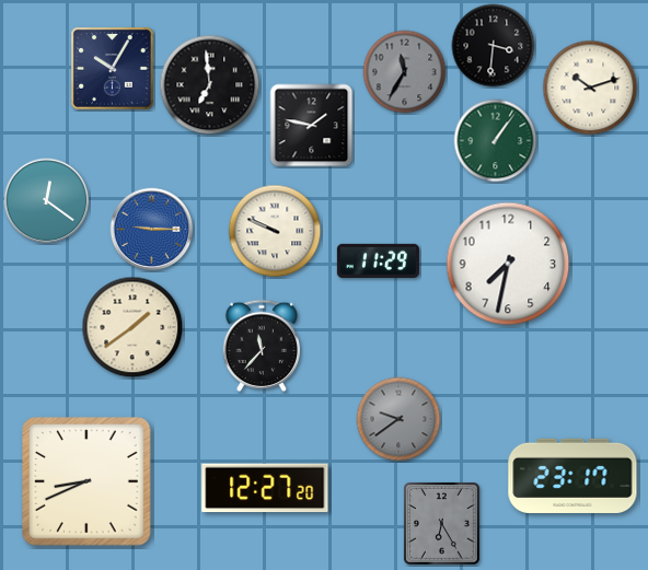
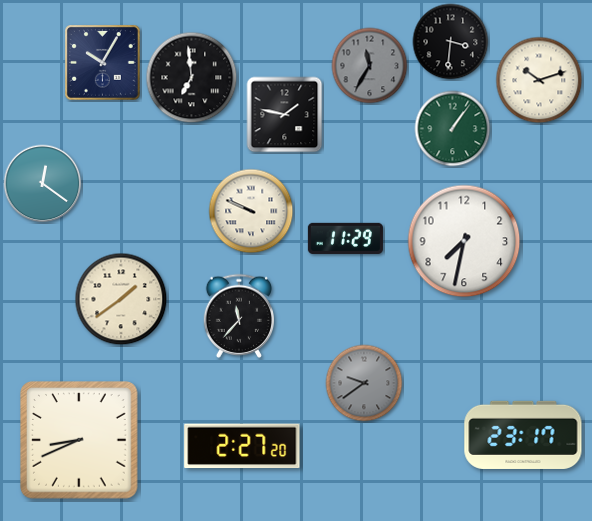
clock at (152, 230): 9:15 -> none
clock at (265, 488): 12:27 -> 2:27
clock at (442, 524): 6:25 -> none
